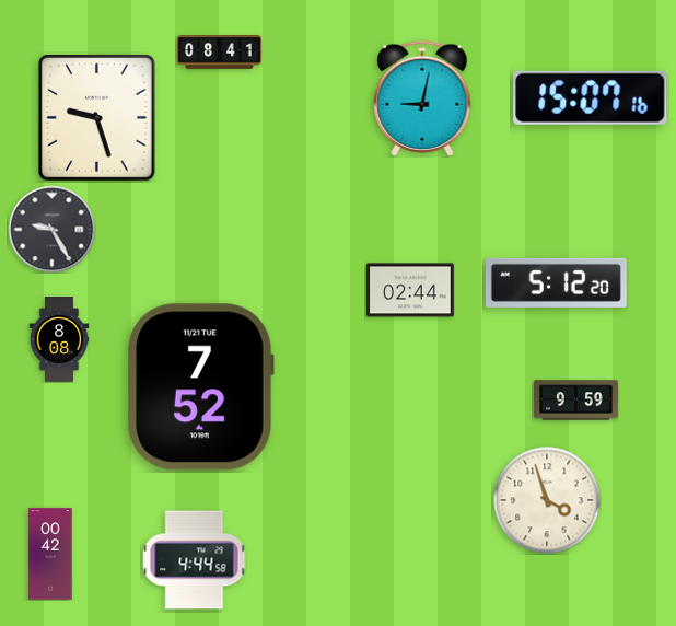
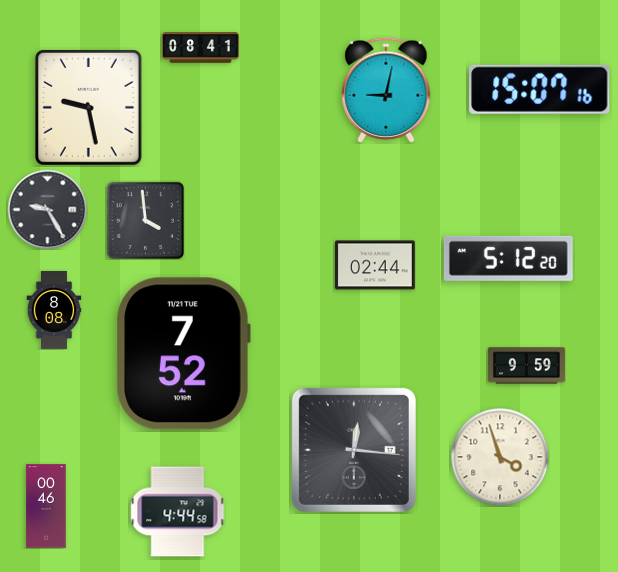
clock at (96, 118): 9:27 -> 9:28
clock at (145, 220): none -> 3:59
clock at (354, 450): none -> 12:16
clock at (50, 554): 00:42 -> 00:46
